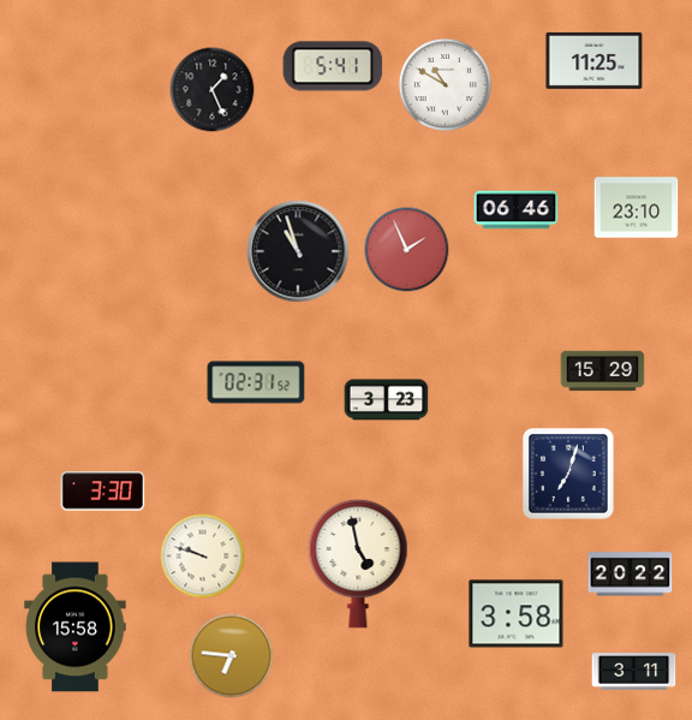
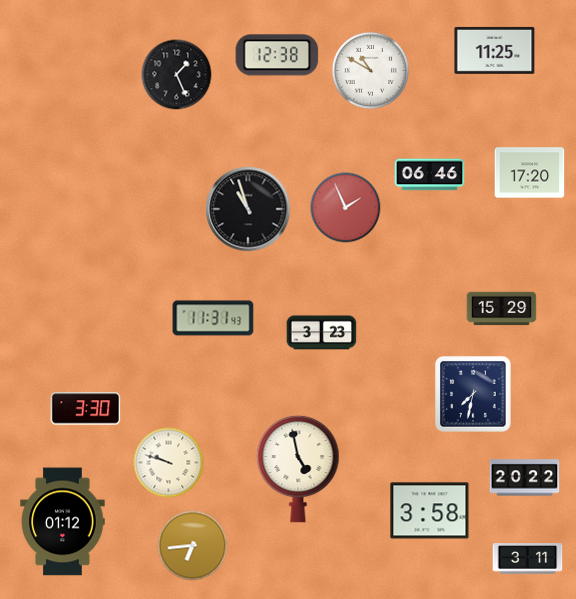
clock at (333, 66): 5:41 -> 12:38
clock at (637, 208): 23:10 -> 17:20
clock at (407, 250) position: (407, 250) -> (346, 208)
clock at (256, 382): 02:31 -> 11:31
clock at (568, 474): 7:03 -> 7:32
clock at (76, 627): 15:58 -> 01:12
clock at (232, 656): 6:46 -> 6:44
